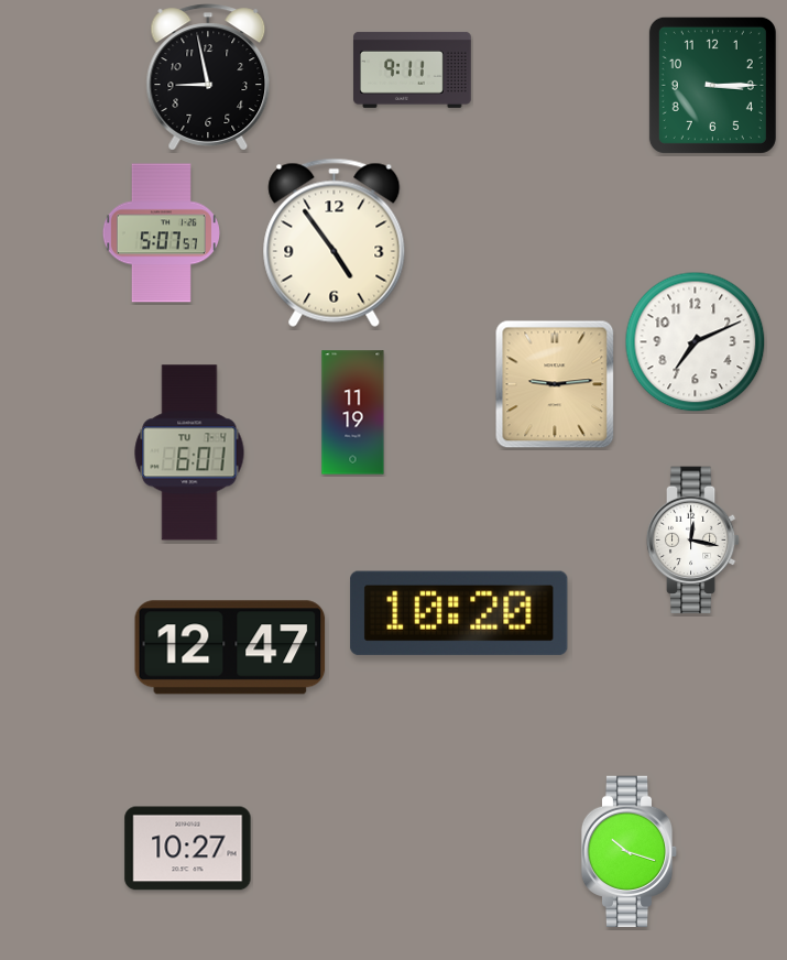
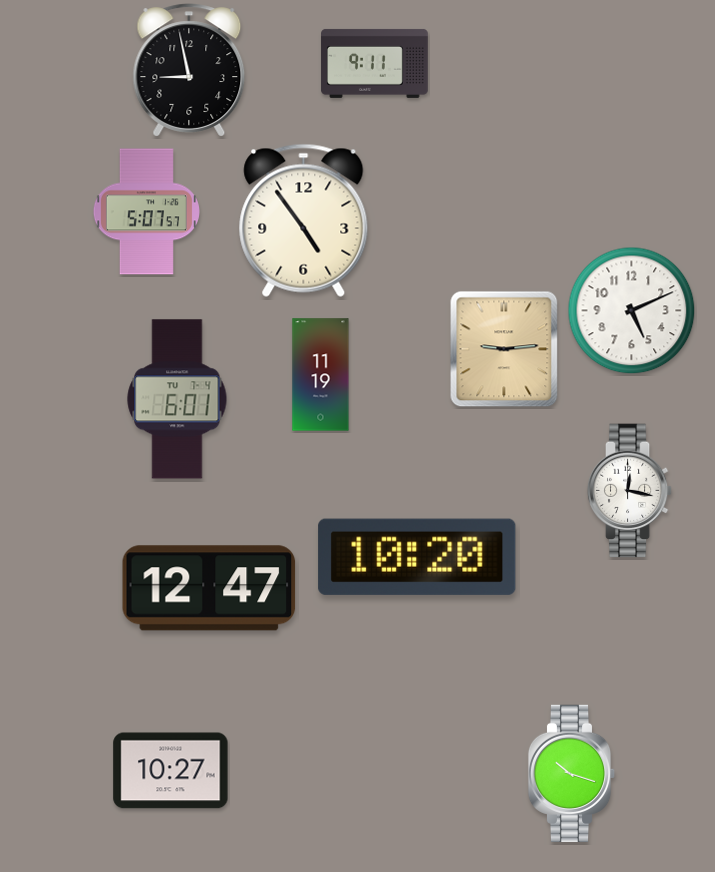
clock at (712, 85): 3:15 -> none
clock at (696, 342): 7:11 -> 5:11
clock at (189, 452) position: (189, 452) -> (177, 399)
